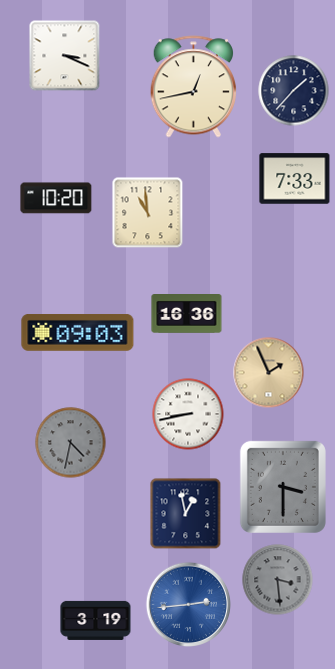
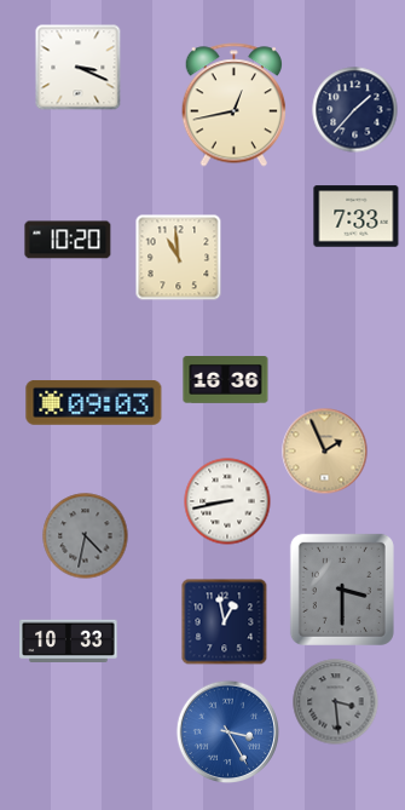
clock at (69, 642): none -> 10:33
clock at (188, 604): 2:44 -> 3:25
clock at (96, 620): 3:19 -> none
